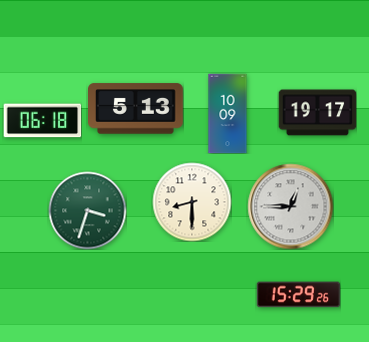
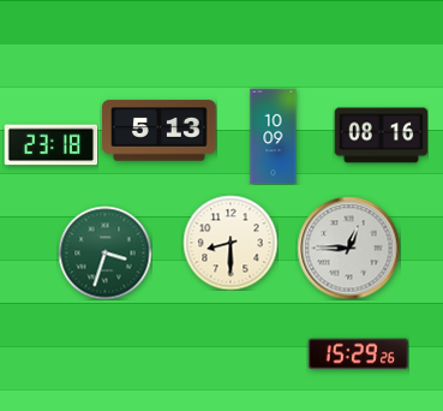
clock at (136, 109) position: (136, 109) -> (160, 131)
clock at (317, 113): 19:17 -> 08:16
clock at (42, 121): 06:18 -> 23:18
